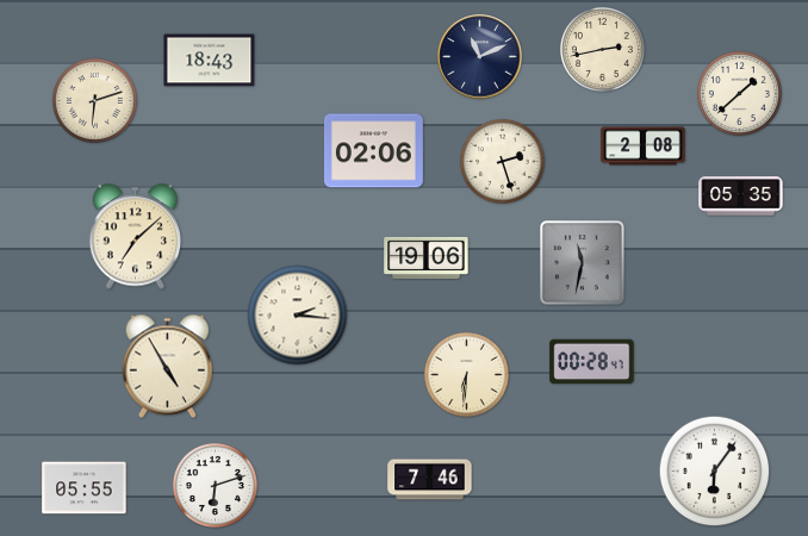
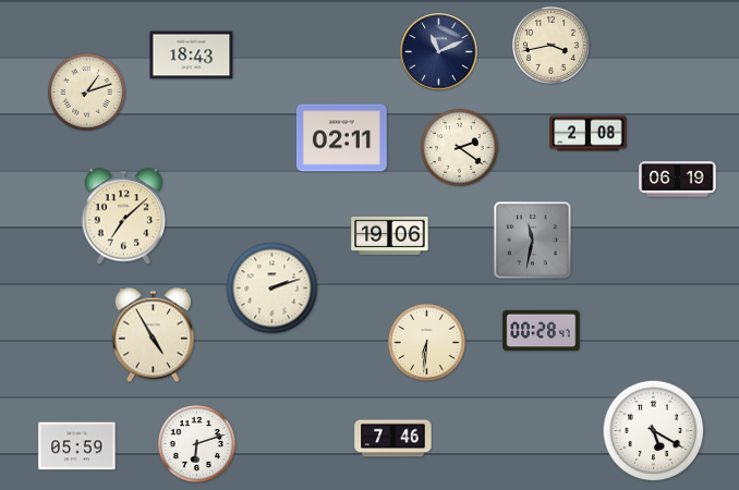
clock at (602, 49): 2:43 -> 3:43
clock at (739, 93): 1:38 -> none
clock at (94, 100): 6:12 -> 1:12
clock at (373, 151): 02:06 -> 02:11
clock at (502, 161): 2:27 -> 2:21
clock at (741, 197): 05:35 -> 06:19
clock at (298, 316): 2:16 -> 2:12
clock at (715, 472): 6:06 -> 5:20
clock at (85, 488): 05:55 -> 05:59
